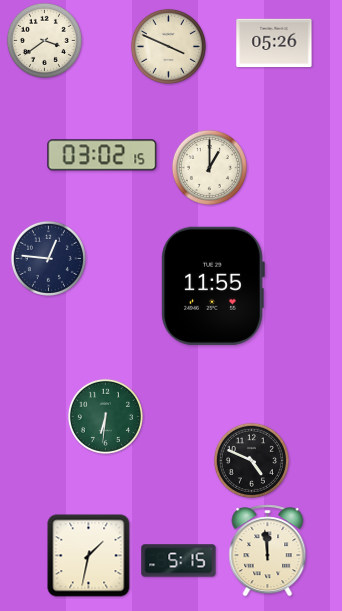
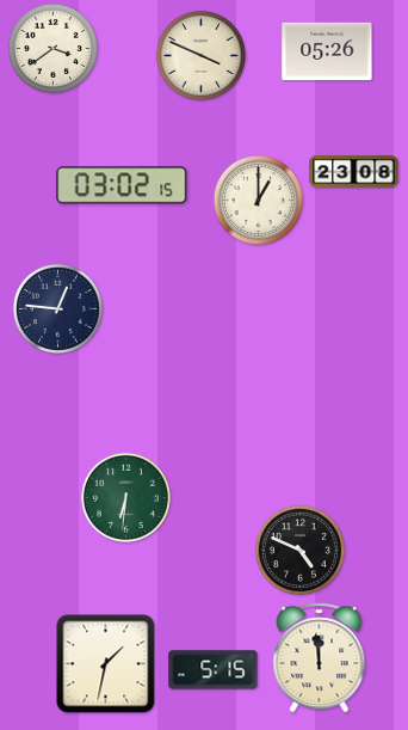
clock at (354, 172): none -> 23:08
clock at (209, 167) position: (209, 167) -> (258, 200)
clock at (213, 286): 11:55 -> none
